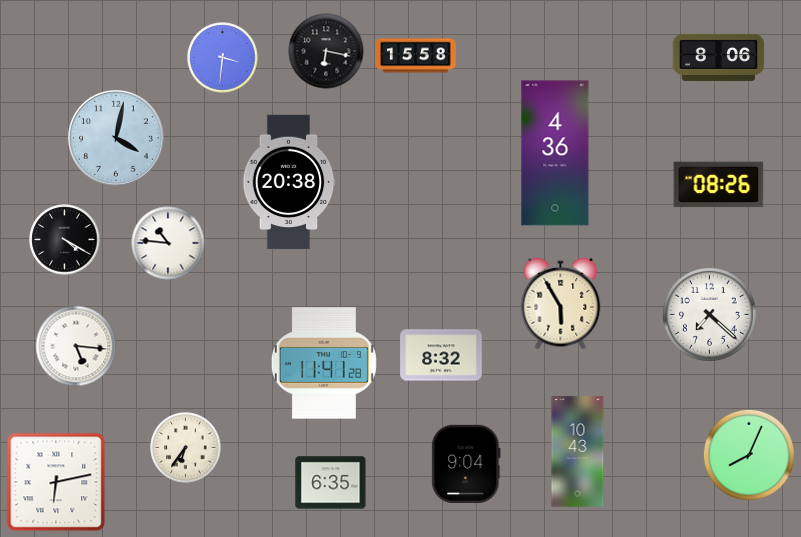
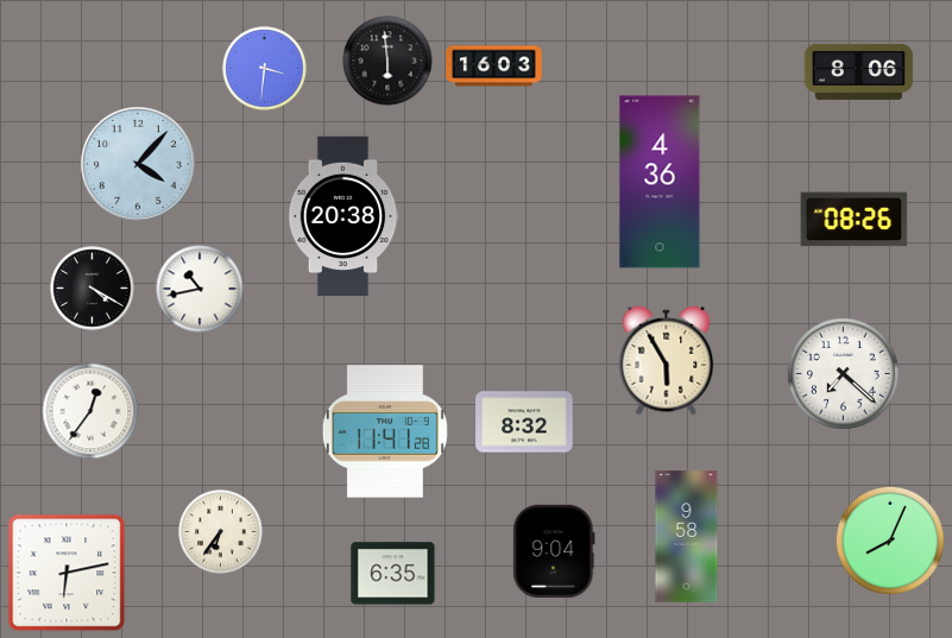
clock at (326, 51): 6:17 -> 5:59
clock at (416, 56): 15:58 -> 16:03
clock at (719, 57) position: (719, 57) -> (859, 71)
clock at (117, 139): 4:02 -> 4:07
clock at (65, 240) position: (65, 240) -> (93, 289)
clock at (168, 243): 10:46 -> 10:43
clock at (76, 346): 5:16 -> 12:36
clock at (578, 452): 10:43 -> 9:58
